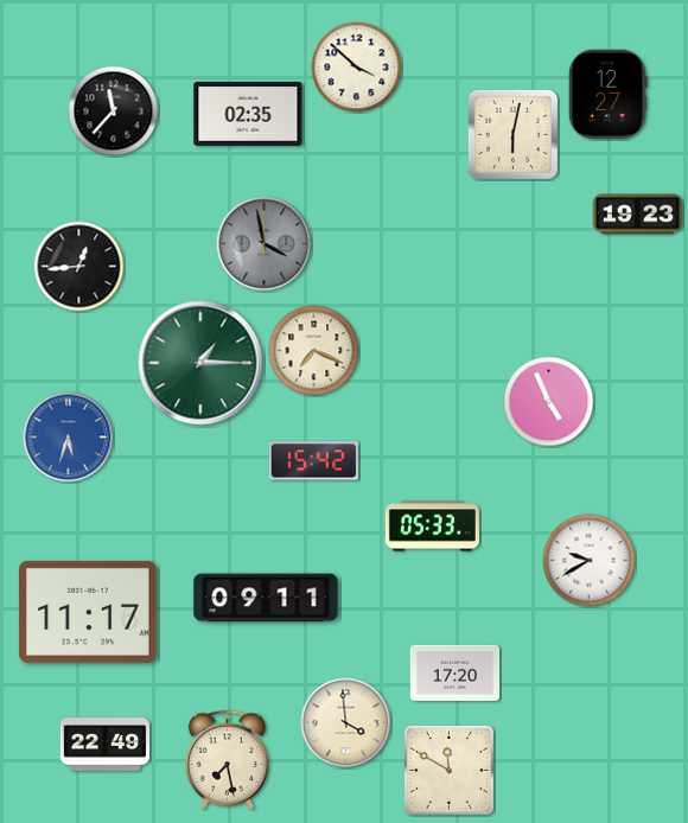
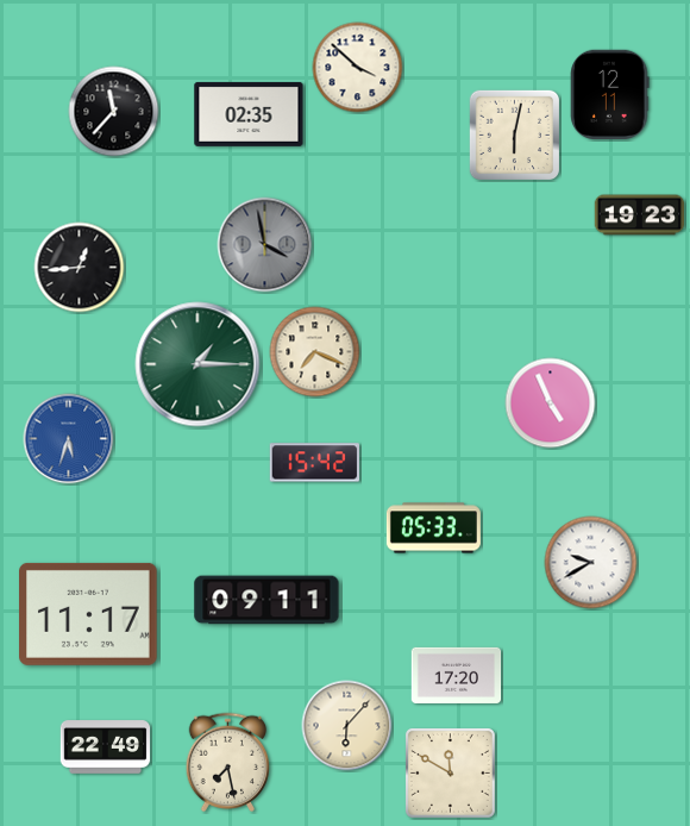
clock at (609, 94): 12:27 -> 12:11
clock at (200, 363) position: (200, 363) -> (197, 364)
clock at (346, 723): 3:59 -> 6:07
